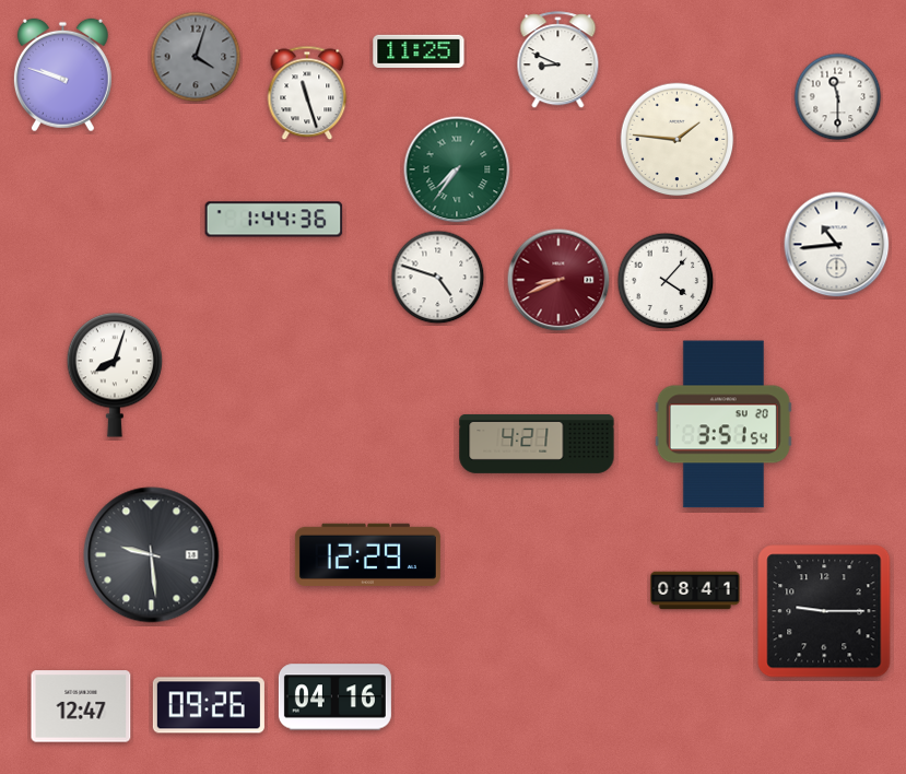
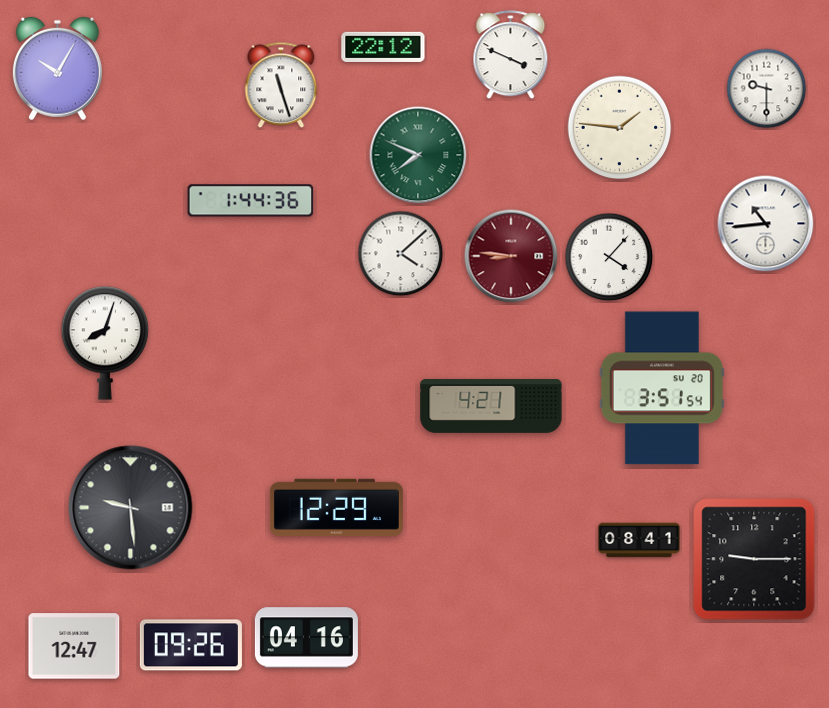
clock at (419, 50): 11:25 -> 22:12
clock at (196, 57): 4:03 -> none
clock at (558, 60): 8:49 -> 3:49
clock at (62, 75): 9:48 -> 10:05
clock at (838, 97): 11:30 -> 9:30
clock at (457, 169): 7:36 -> 7:49
clock at (438, 278): 4:48 -> 4:08
clock at (558, 280): 8:41 -> 8:46
clock at (152, 555) position: (152, 555) -> (131, 508)
clock at (695, 590) position: (695, 590) -> (639, 540)
